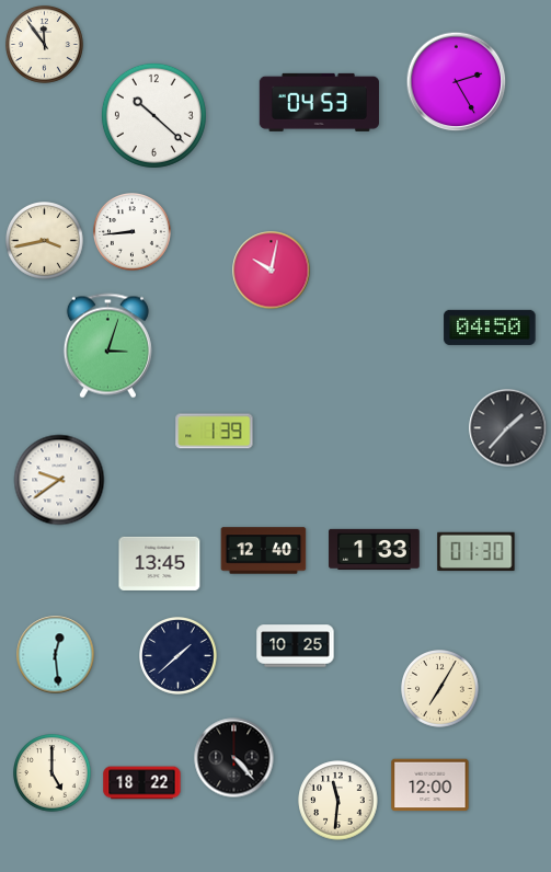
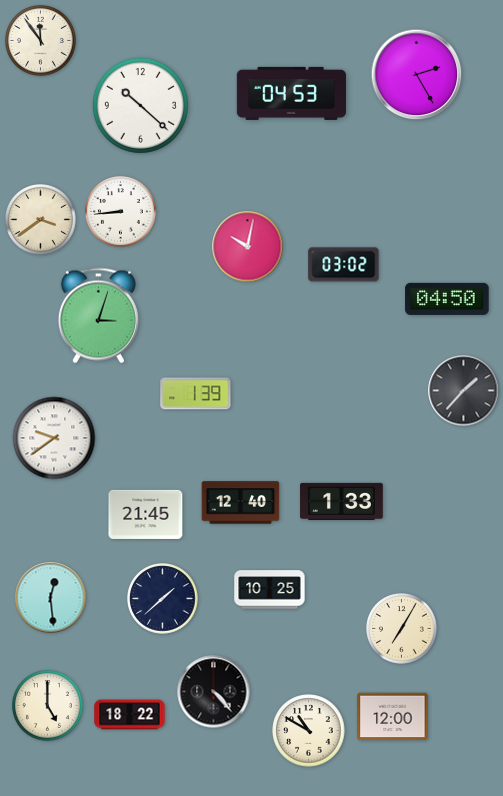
clock at (45, 241): 3:43 -> 3:39
clock at (344, 265): none -> 03:02
clock at (477, 552): 01:30 -> none
clock at (160, 563): 13:45 -> 21:45
clock at (338, 801): 11:31 -> 10:50
